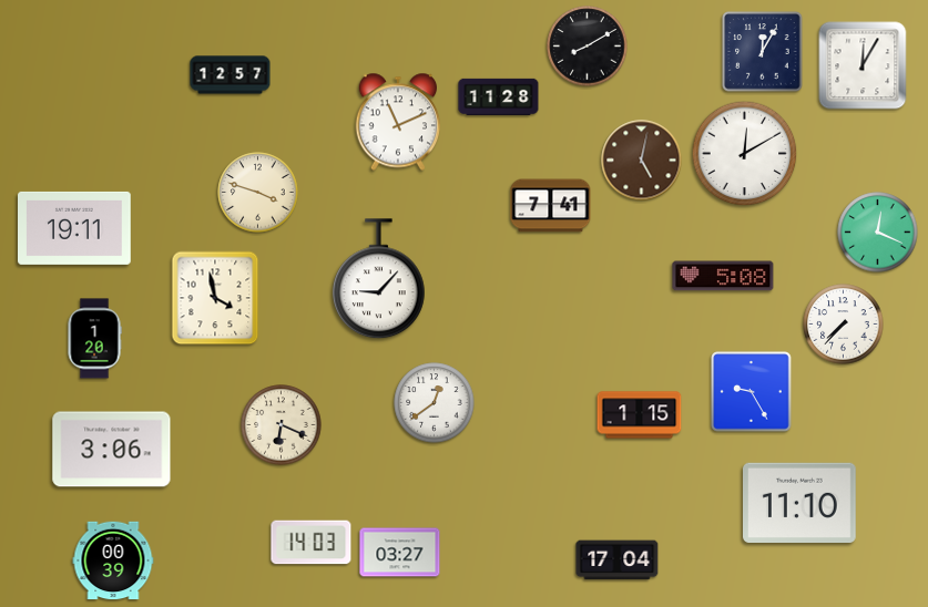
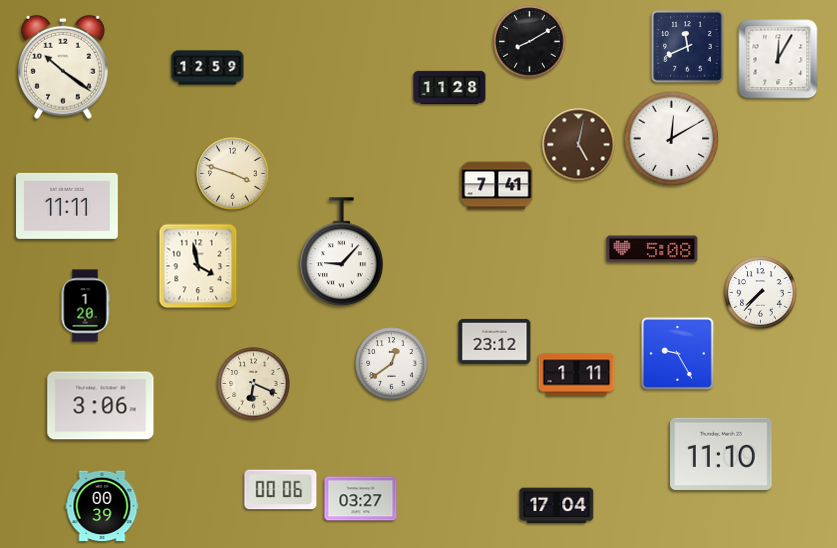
clock at (763, 52): 12:05 -> 11:41
clock at (64, 67): none -> 10:21
clock at (231, 75): 12:57 -> 12:59
clock at (398, 122): 11:11 -> none
clock at (75, 228): 19:11 -> 11:11
clock at (878, 233): 12:19 -> none
clock at (215, 298) position: (215, 298) -> (198, 266)
clock at (495, 341): none -> 23:12
clock at (640, 415): 1:15 -> 1:11
clock at (312, 543): 14:03 -> 00:06
